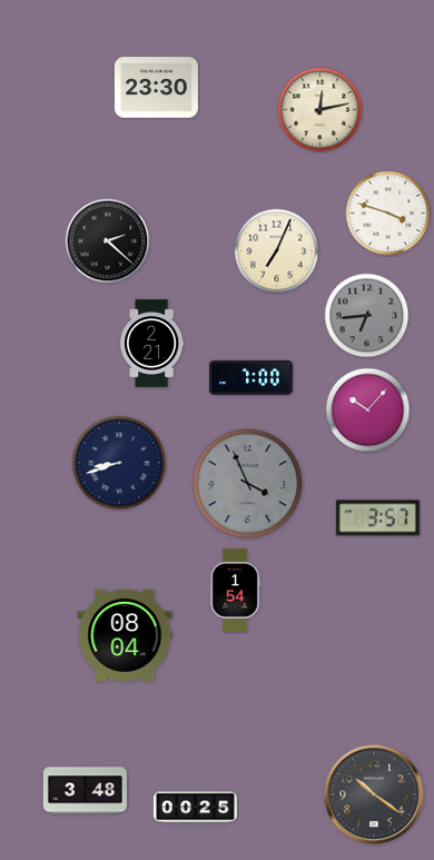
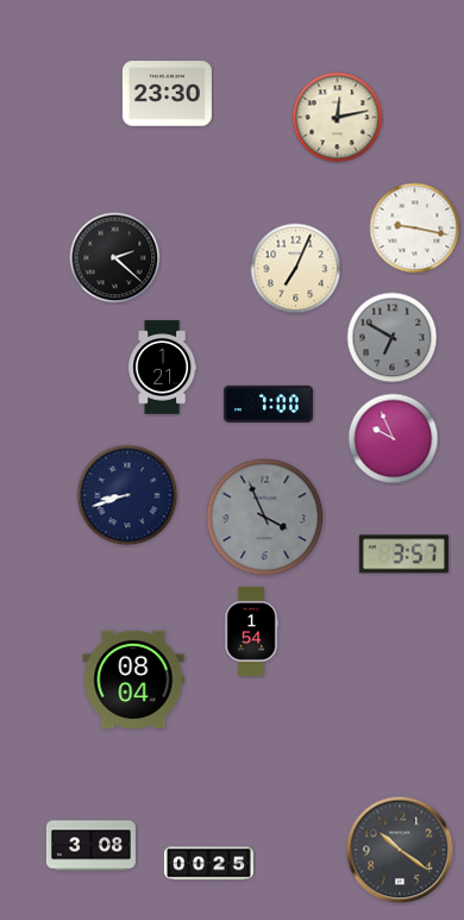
clock at (320, 110) position: (320, 110) -> (338, 118)
clock at (388, 214): 3:48 -> 9:17
clock at (367, 316): 6:44 -> 6:50
clock at (152, 344): 2:21 -> 1:21
clock at (368, 411): 10:07 -> 9:56
clock at (85, 791): 3:48 -> 3:08
